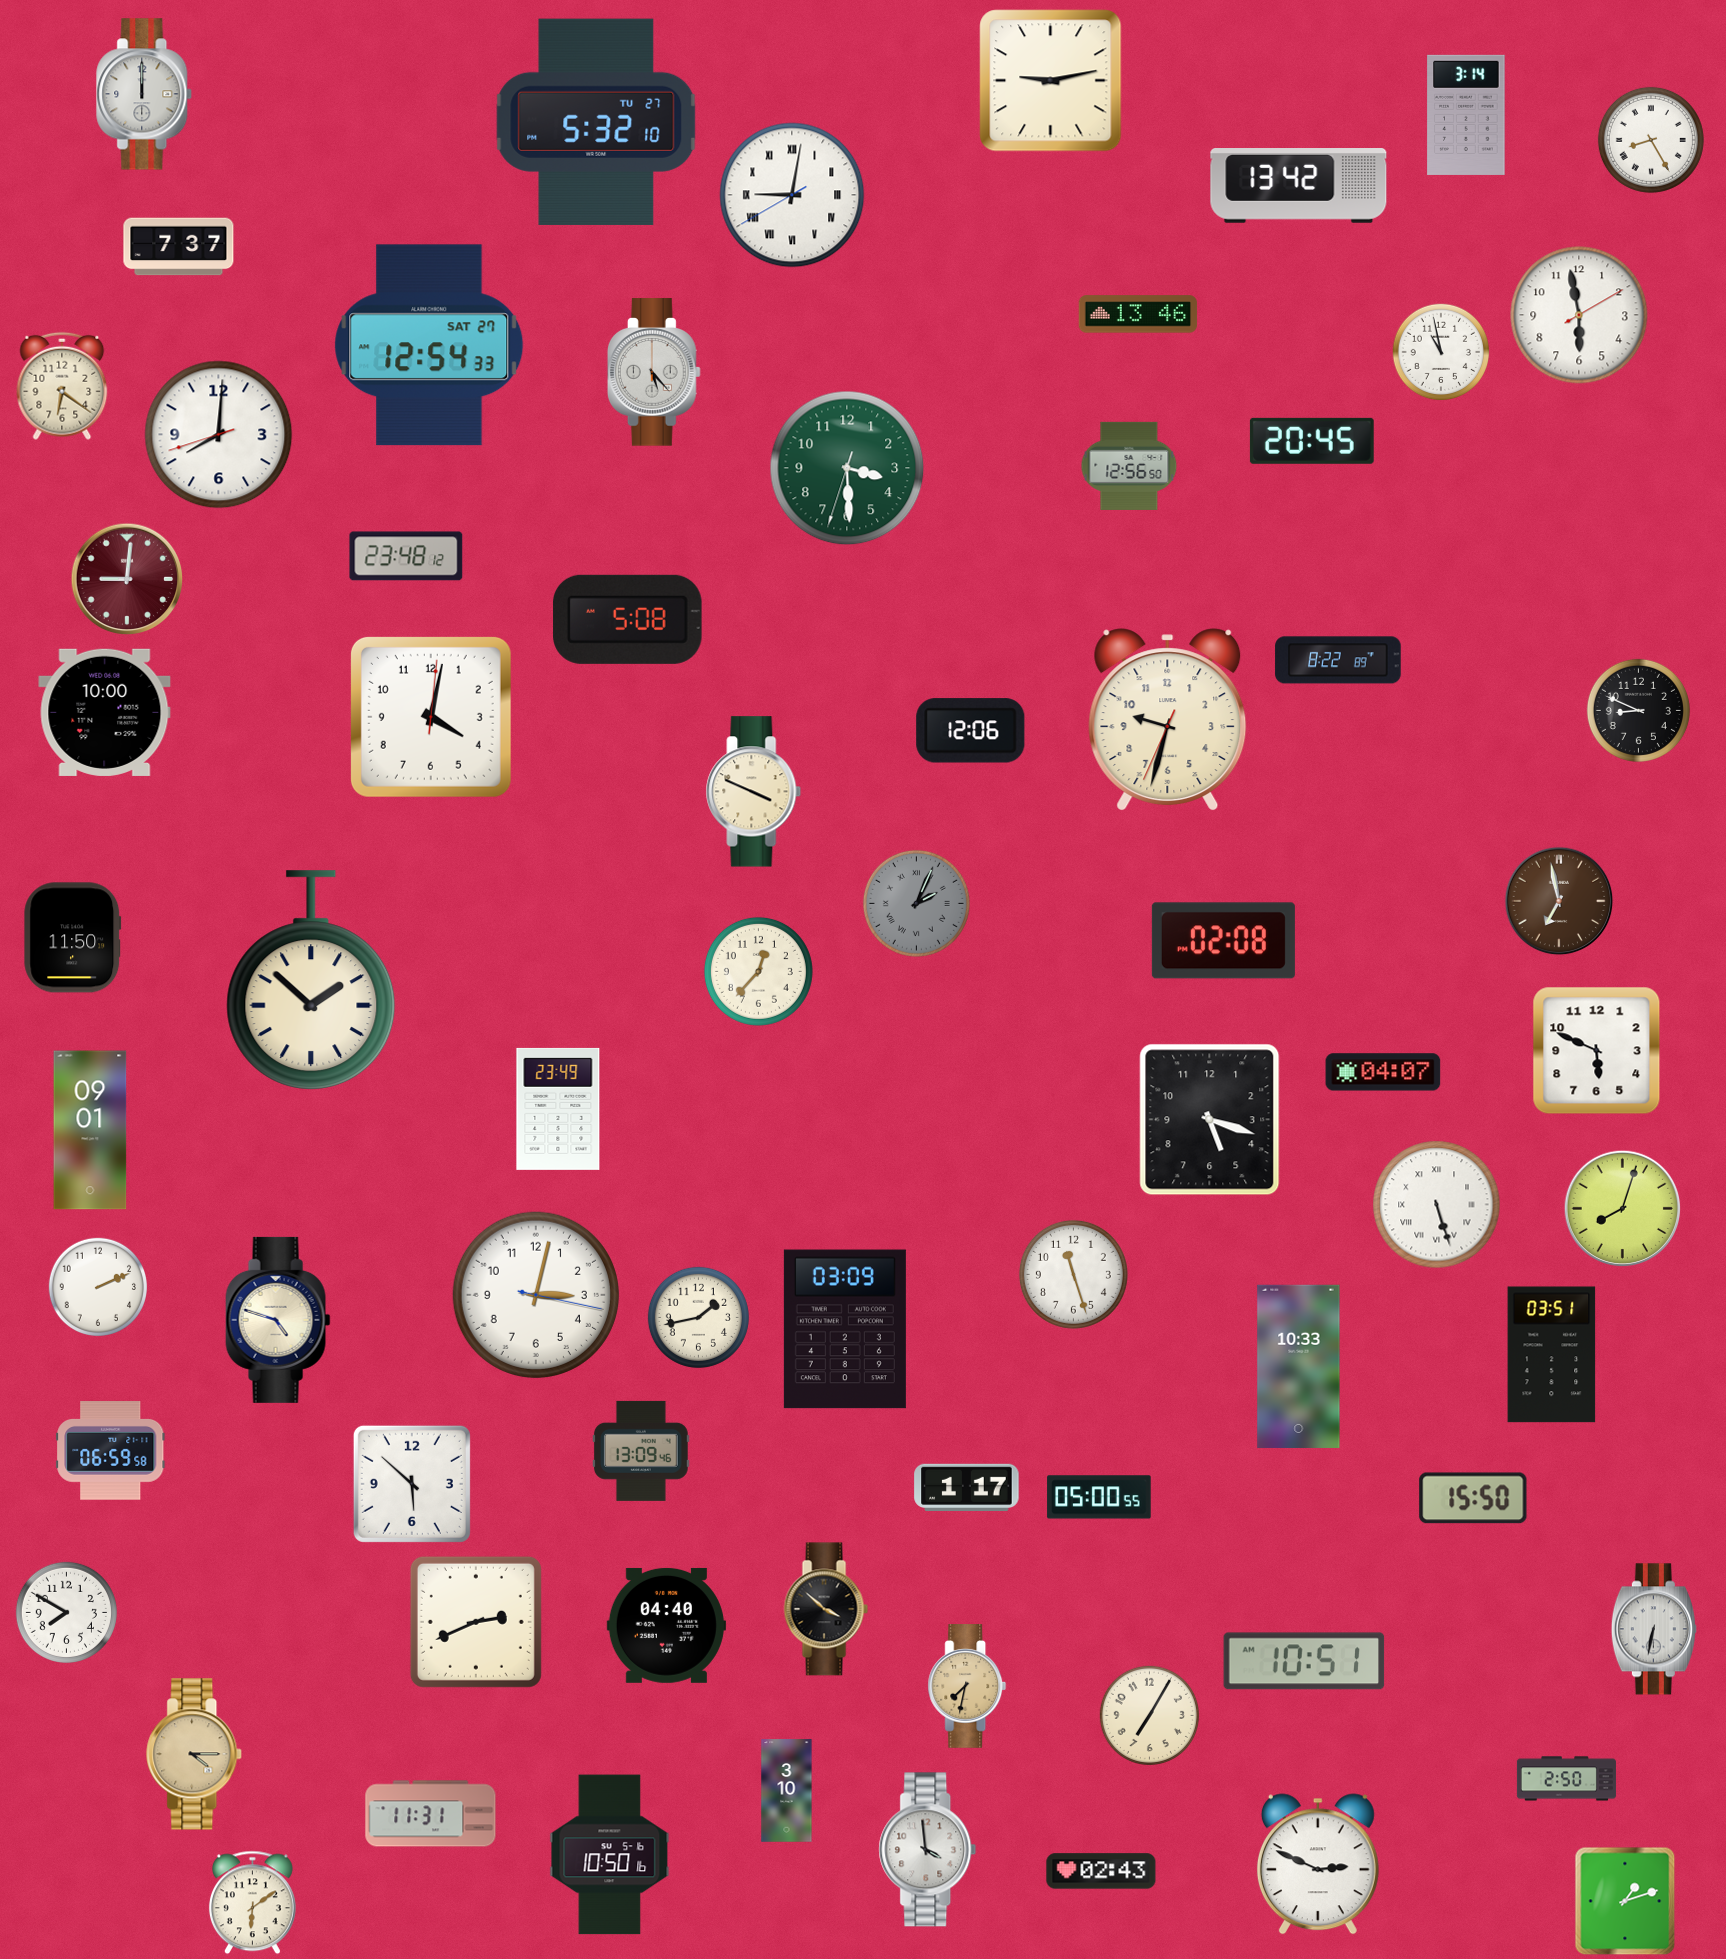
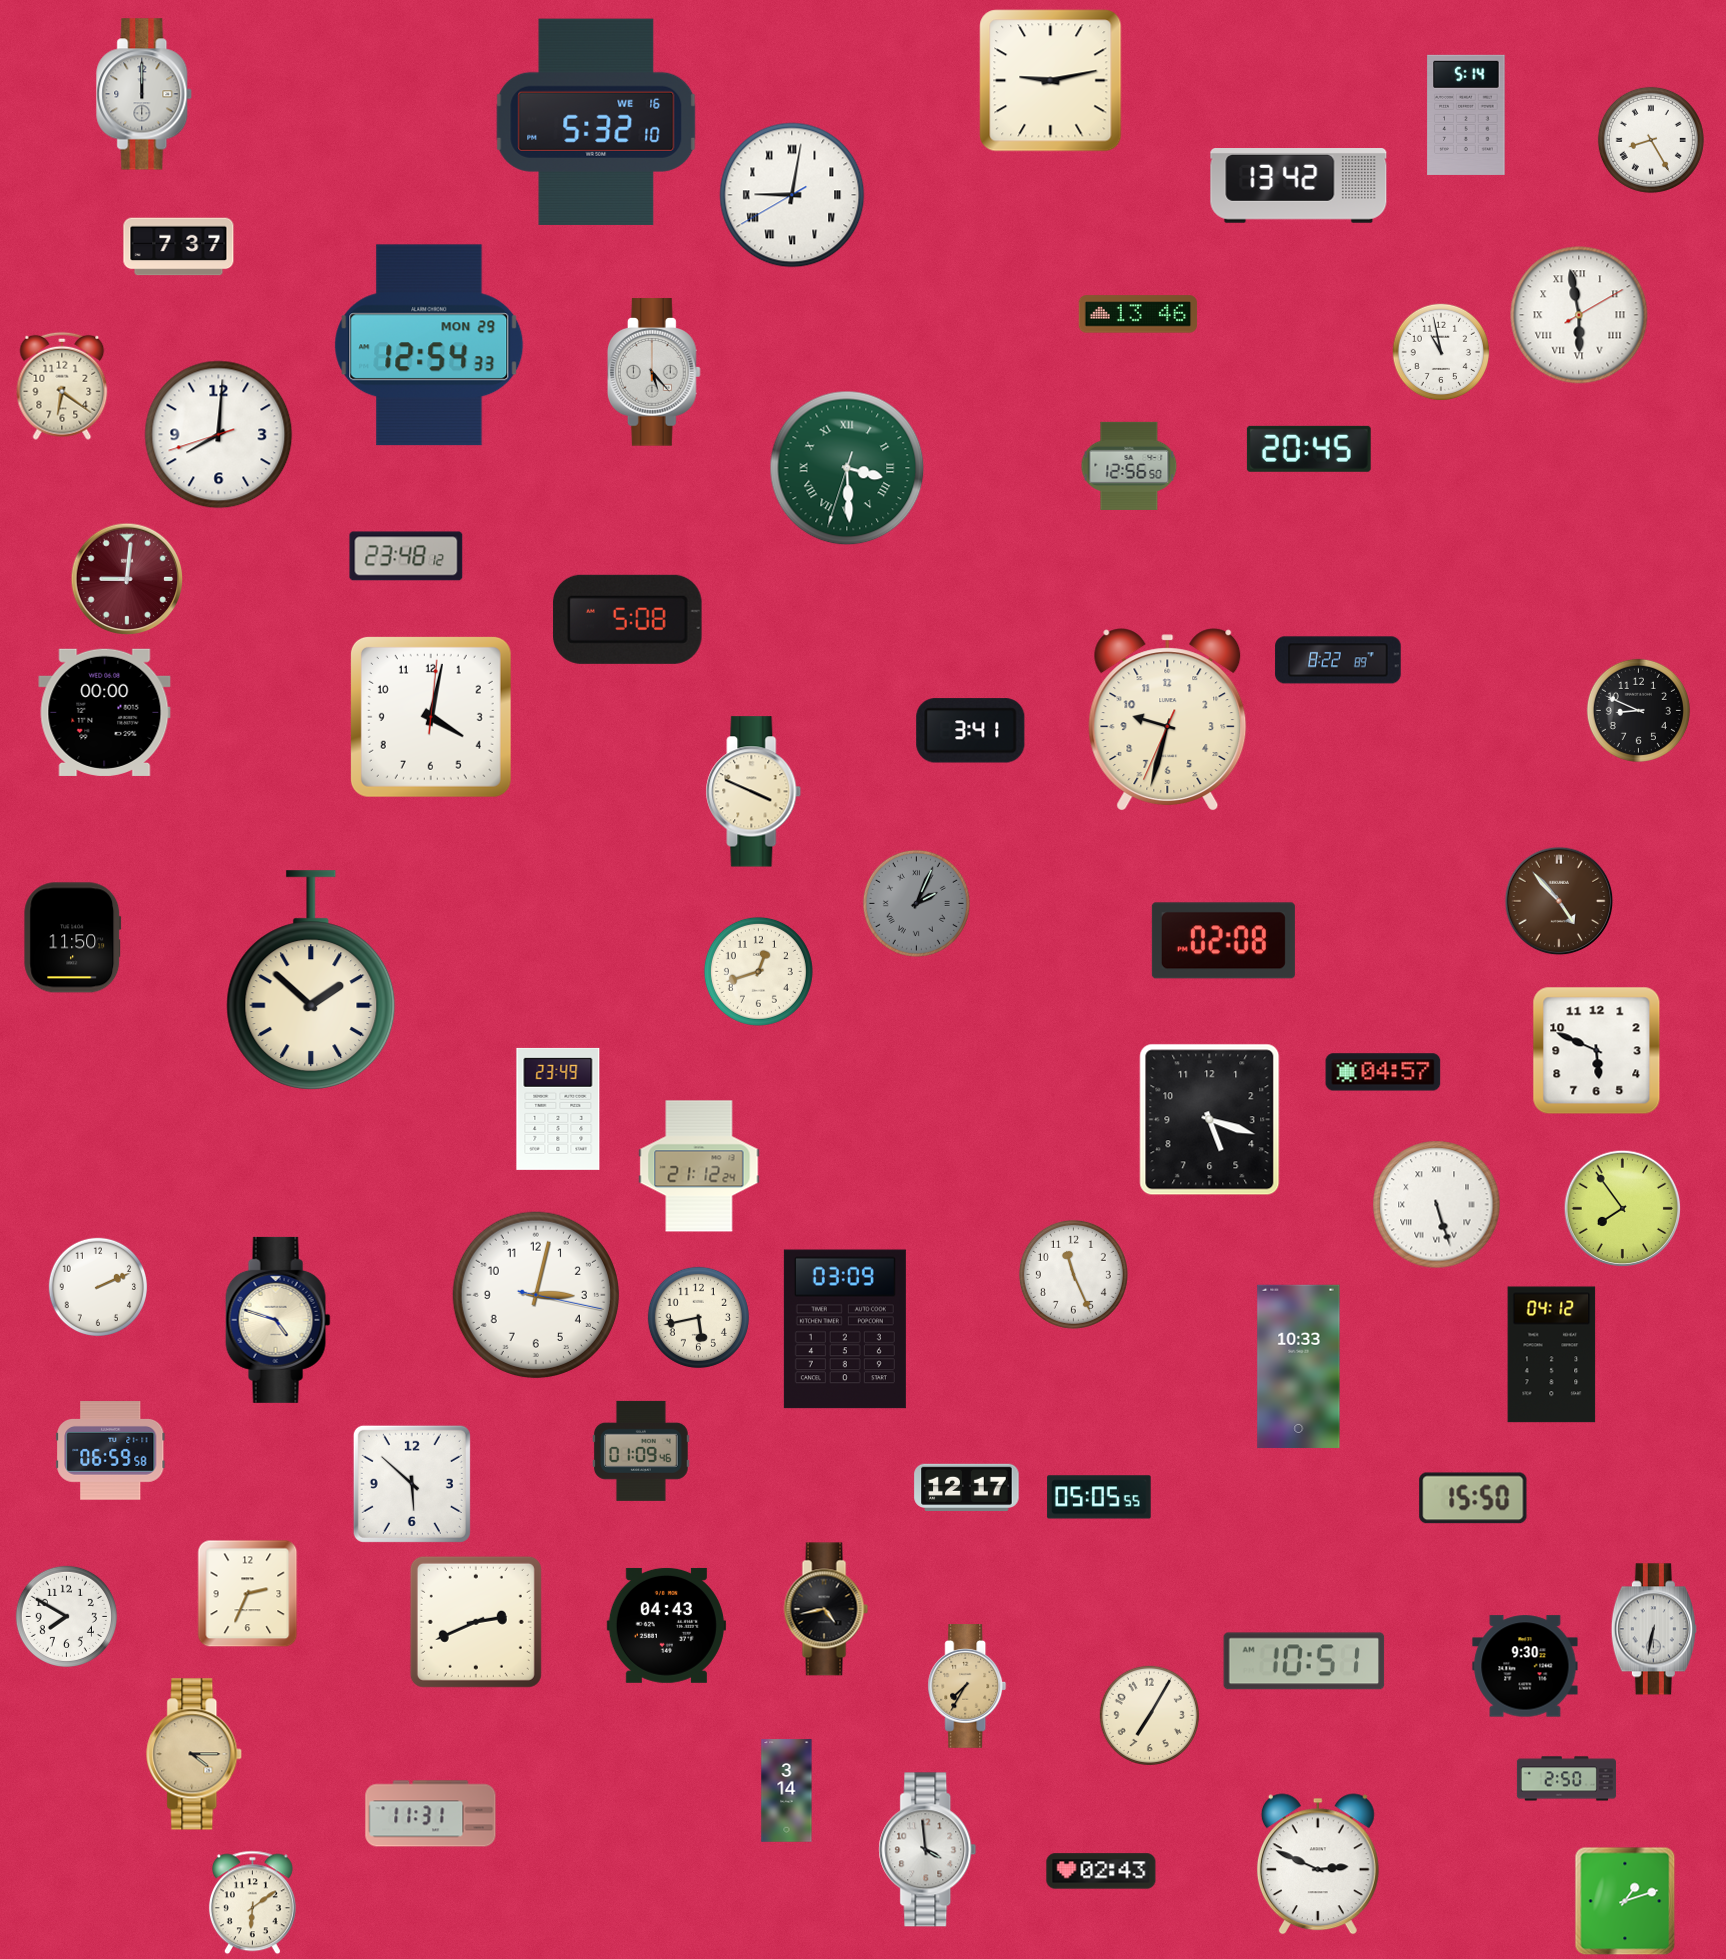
clock at (1466, 115): 3:14 -> 5:14
clock at (596, 122) date: TU 27 -> WE 16
clock at (1579, 315) numerals: Arabic -> Roman
clock at (429, 345) date: SAT 27 -> MON 29
clock at (1312, 441) position: (1312, 441) -> (1309, 449)
clock at (847, 468) numerals: Arabic -> Roman
clock at (105, 712): 10:00 -> 00:00
clock at (971, 731): 12:06 -> 3:41
clock at (1559, 901): 6:58 -> 4:53
clock at (758, 971): 12:37 -> 12:42
clock at (1383, 1072): 04:07 -> 04:57
clock at (90, 1130): 09:01 -> none
clock at (699, 1166): none -> 21:12
clock at (1623, 1209): 8:03 -> 7:54
clock at (1073, 1274): 11:27 -> 11:26
clock at (698, 1317): 1:43 -> 5:43
clock at (1552, 1355): 03:51 -> 04:12
clock at (641, 1451): 13:09 -> 01:09
clock at (967, 1488): 1:17 -> 12:17
clock at (1099, 1497): 05:00 -> 05:05
clock at (248, 1594): none -> 2:34
clock at (826, 1609): 3:52 -> 4:43
clock at (66, 1612) position: (66, 1612) -> (66, 1616)
clock at (666, 1625): 04:40 -> 04:43
clock at (1525, 1666): none -> 9:30
clock at (967, 1687): 7:32 -> 7:35
clock at (787, 1791): 3:10 -> 3:14
clock at (610, 1855): 10:50 -> none
